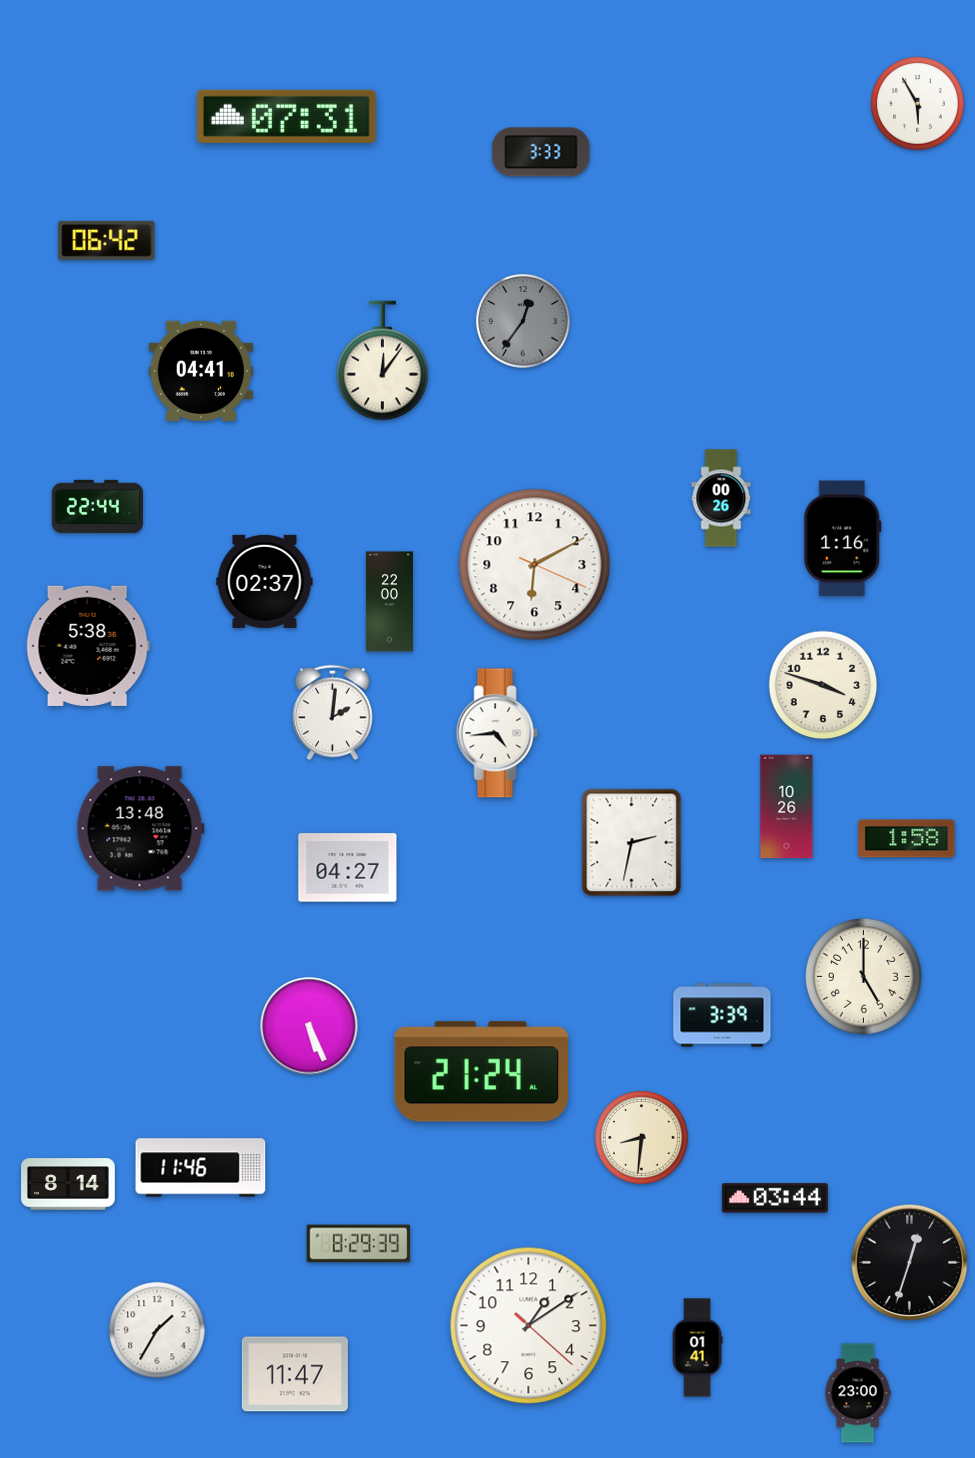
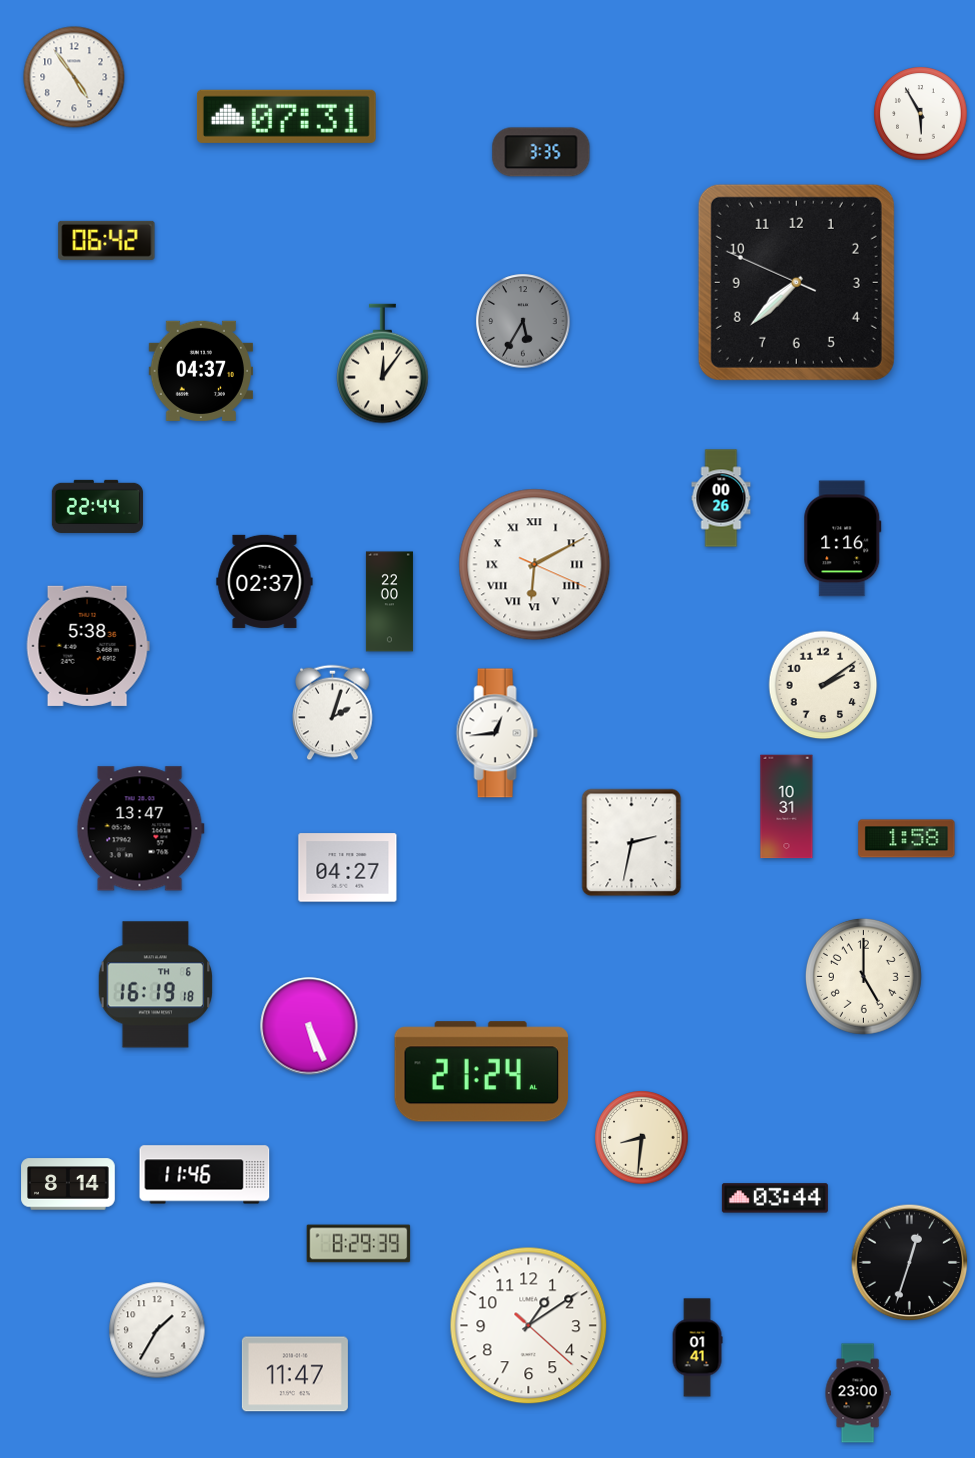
clock at (74, 77): none -> 4:54
clock at (918, 104) position: (918, 104) -> (921, 114)
clock at (541, 152): 3:33 -> 3:35
clock at (796, 282): none -> 7:37
clock at (523, 321): 12:36 -> 5:35
clock at (383, 361) position: (383, 361) -> (383, 364)
clock at (200, 371): 04:41 -> 04:37
clock at (535, 565) numerals: Arabic -> Roman
clock at (823, 685): 3:48 -> 2:09
clock at (333, 713): 2:01 -> 2:03
clock at (497, 733): 4:44 -> 12:44
clock at (787, 807): 10:26 -> 10:31
clock at (140, 829): 13:48 -> 13:47
clock at (156, 985): none -> 16:19
clock at (722, 1015): 3:39 -> none
clock at (201, 1168) position: (201, 1168) -> (205, 1175)
